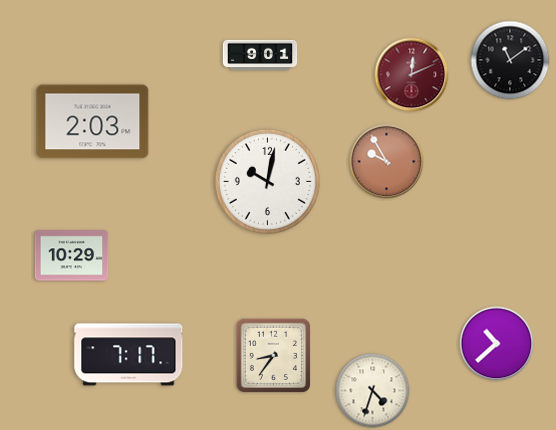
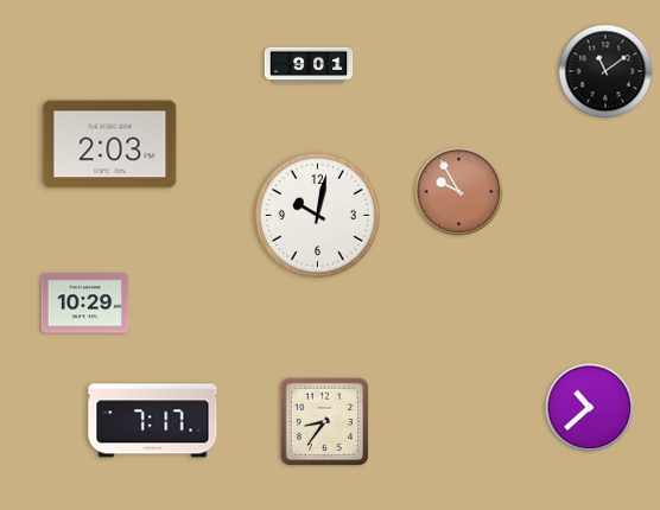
clock at (412, 75): 12:11 -> none
clock at (373, 391): 4:33 -> none
